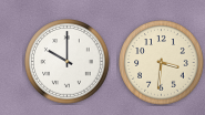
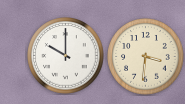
clock at (68, 62) position: (68, 62) -> (66, 56)
